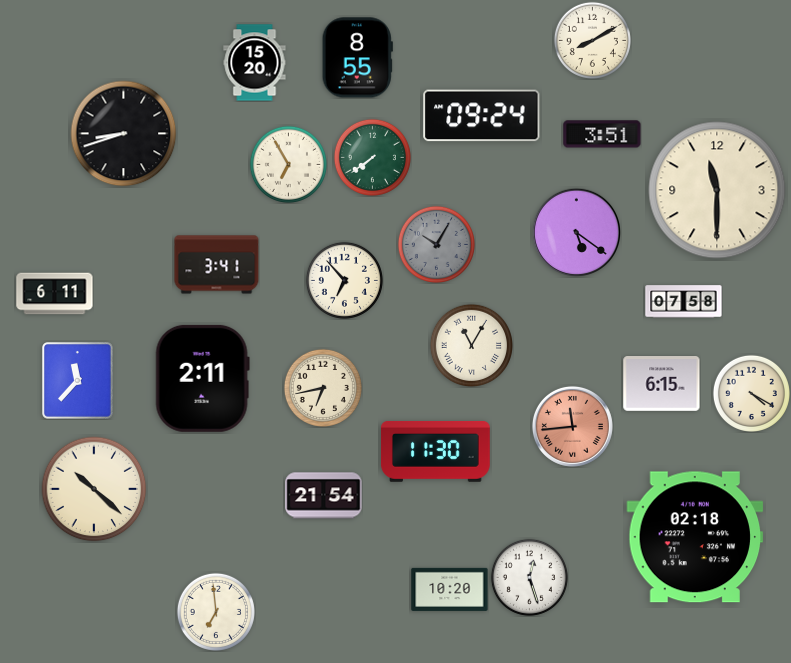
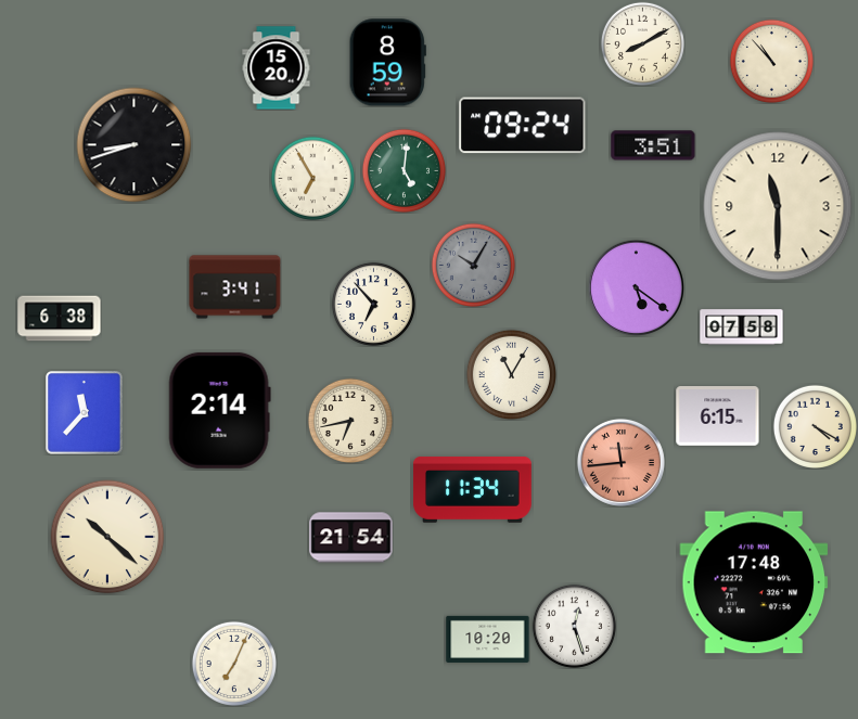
clock at (771, 61): none -> 10:53
clock at (357, 58): 8:55 -> 8:59
clock at (372, 157): 7:39 -> 5:01
clock at (576, 232) position: (576, 232) -> (636, 287)
clock at (55, 294): 6:11 -> 6:38
clock at (202, 378): 2:11 -> 2:14
clock at (435, 451): 11:30 -> 11:34
clock at (94, 489) position: (94, 489) -> (107, 537)
clock at (695, 537): 02:18 -> 17:48
clock at (216, 612): 6:59 -> 7:04
